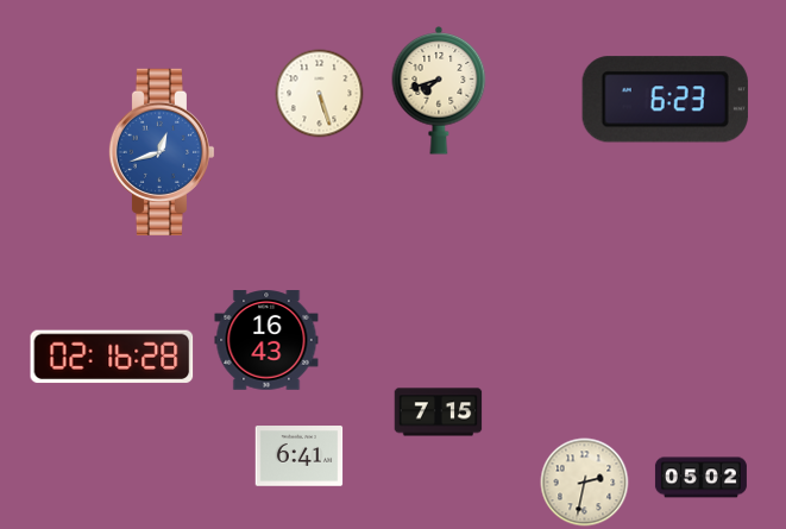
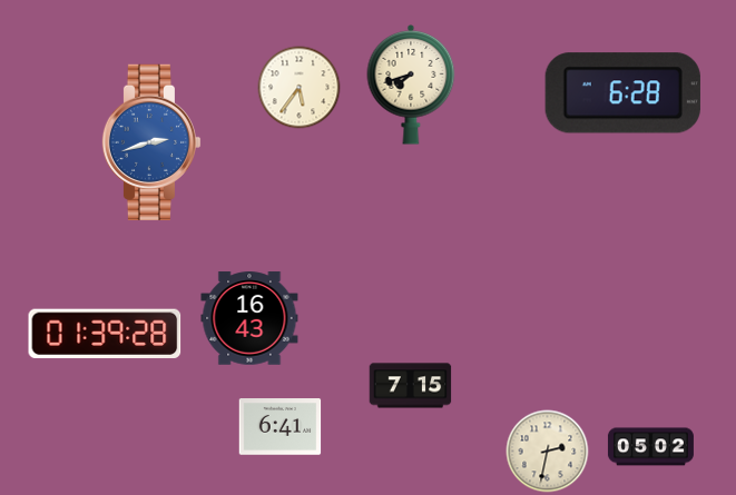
clock at (320, 94): 5:27 -> 5:36
clock at (665, 100): 6:23 -> 6:28
clock at (162, 152): 12:42 -> 2:42
clock at (112, 357): 02:16 -> 01:39
clock at (700, 478) position: (700, 478) -> (650, 447)
